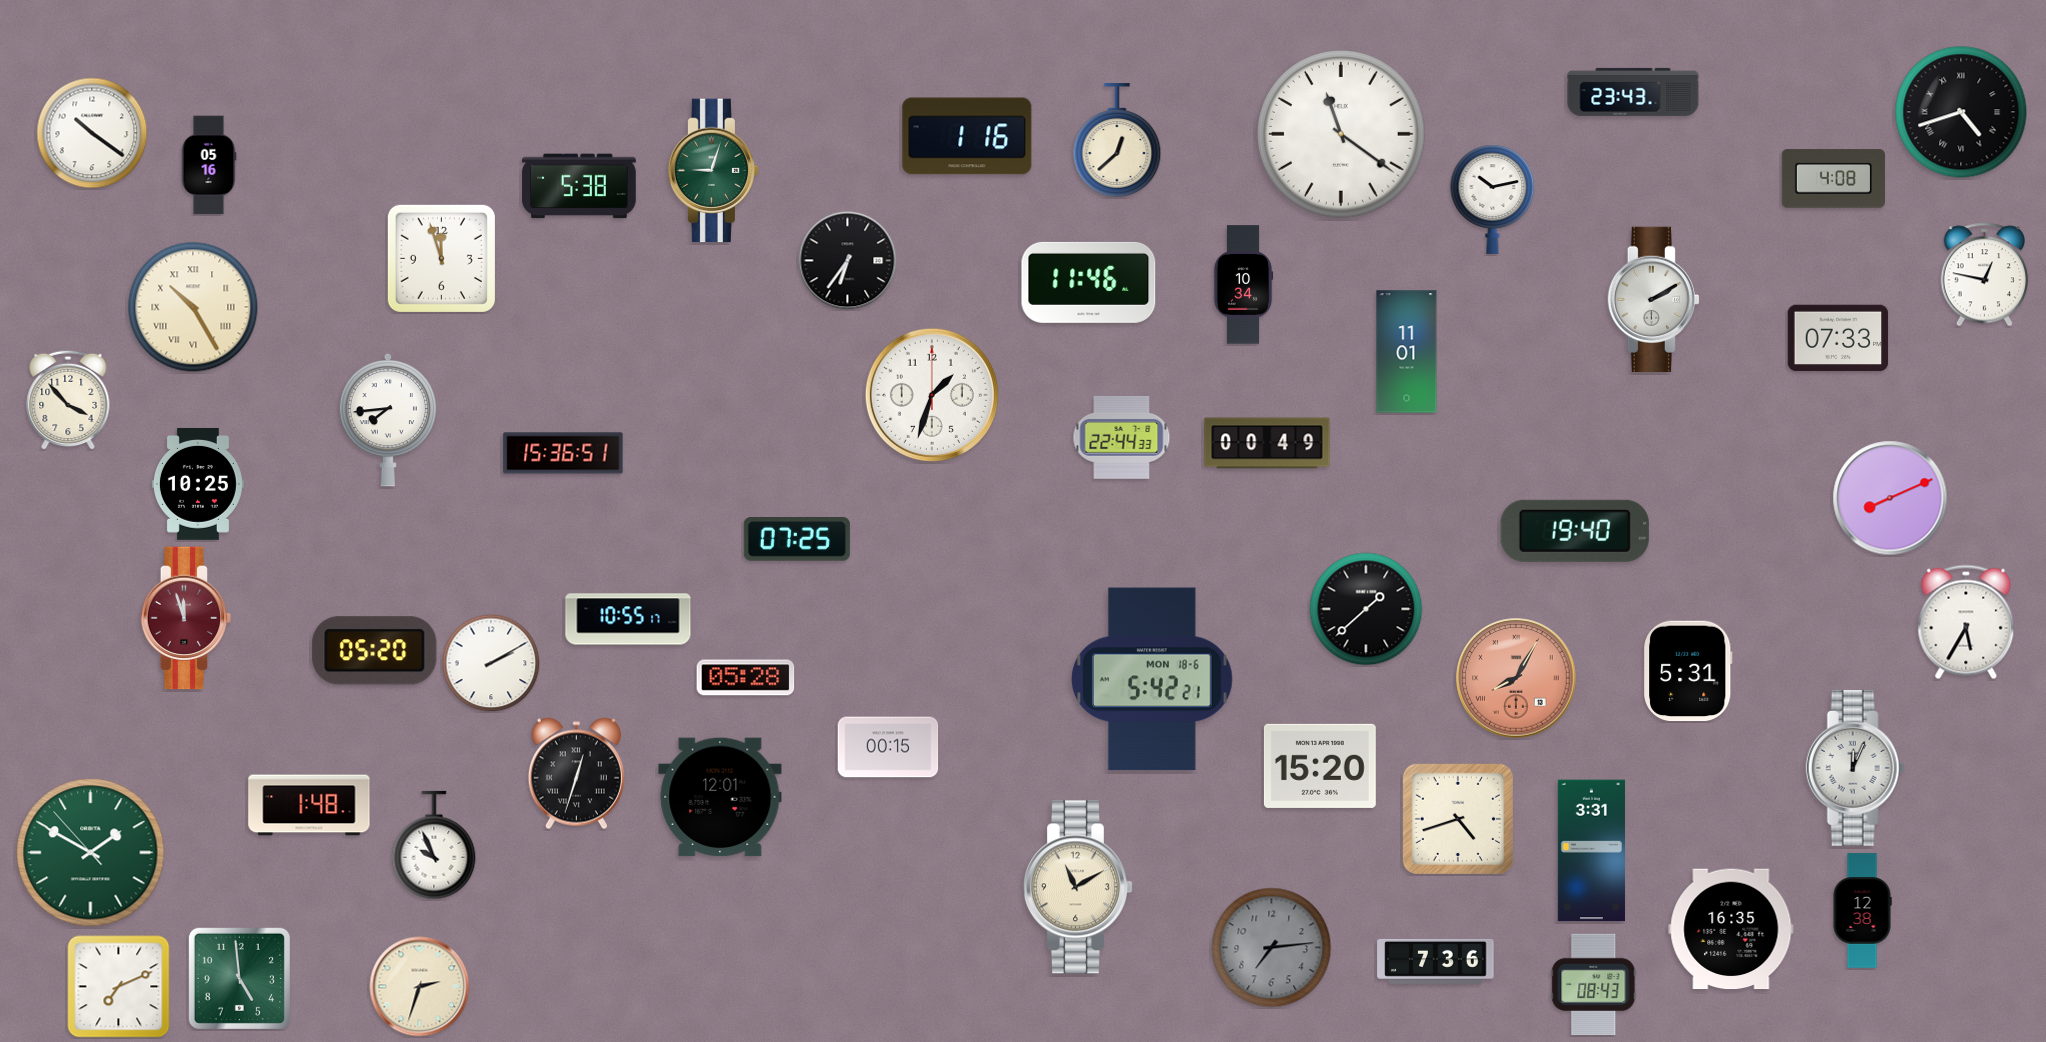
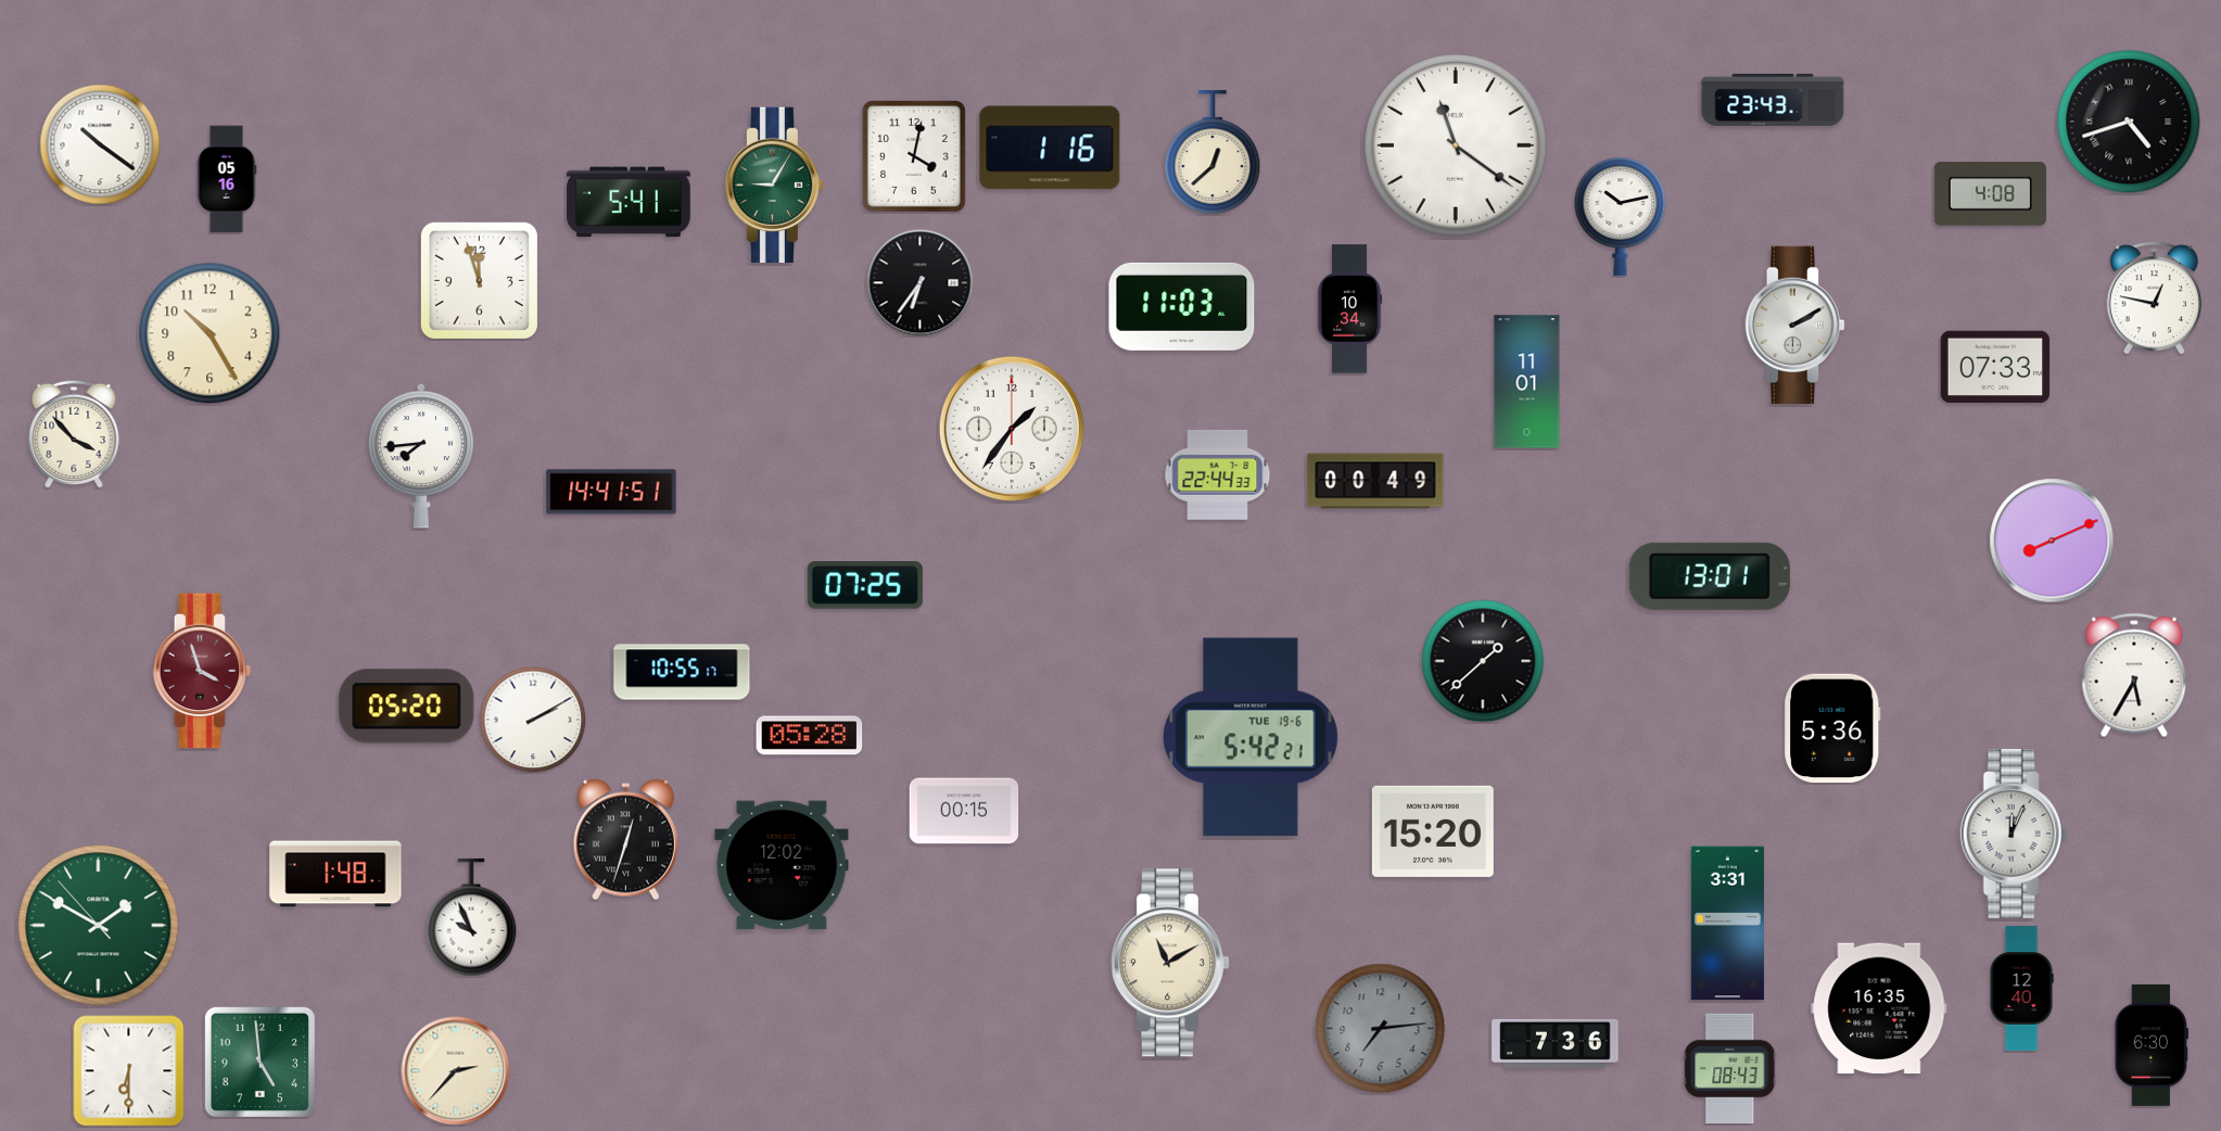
clock at (914, 156): none -> 4:02
clock at (714, 171): 9:03 -> 9:05
clock at (579, 186): 5:38 -> 5:41
clock at (1089, 282): 11:46 -> 11:03
clock at (193, 307) numerals: Roman -> Arabic
clock at (932, 395): 1:33 -> 1:36
clock at (563, 453): 15:36 -> 14:41
clock at (198, 484): 10:25 -> none
clock at (1575, 531): 19:40 -> 13:01
clock at (186, 618): 11:57 -> 3:57
clock at (1689, 671): 5:31 -> 5:36
clock at (1516, 678): 8:05 -> none
clock at (1153, 679) date: MON 18-6 -> TUE 19-6
clock at (720, 797): 12:01 -> 12:02
clock at (1458, 819): 4:42 -> none
clock at (1862, 911): 12:38 -> 12:40
clock at (1436, 961) position: (1436, 961) -> (1556, 1043)
clock at (2152, 1045): none -> 6:30
clock at (119, 987): 7:11 -> 6:30
clock at (420, 987): 2:33 -> 2:37
